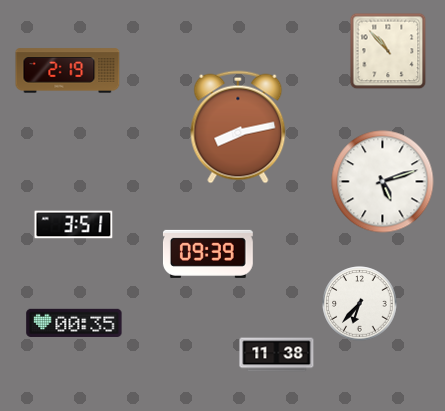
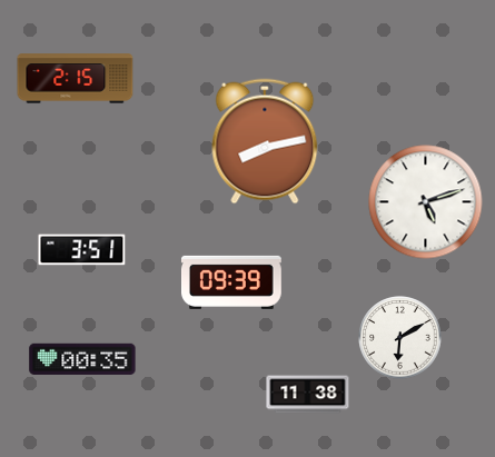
clock at (388, 51): 10:53 -> none
clock at (68, 71): 2:19 -> 2:15
clock at (360, 304): 6:37 -> 6:10
